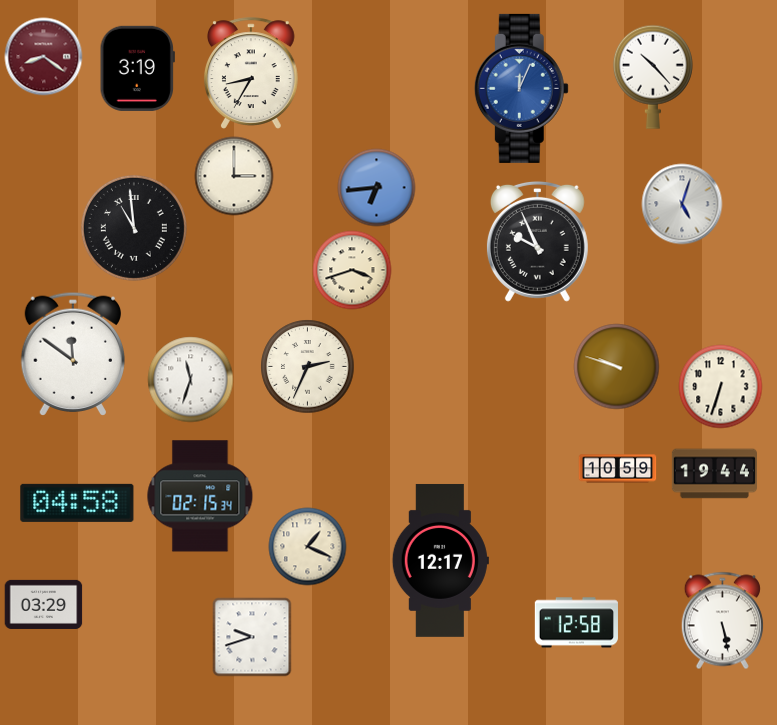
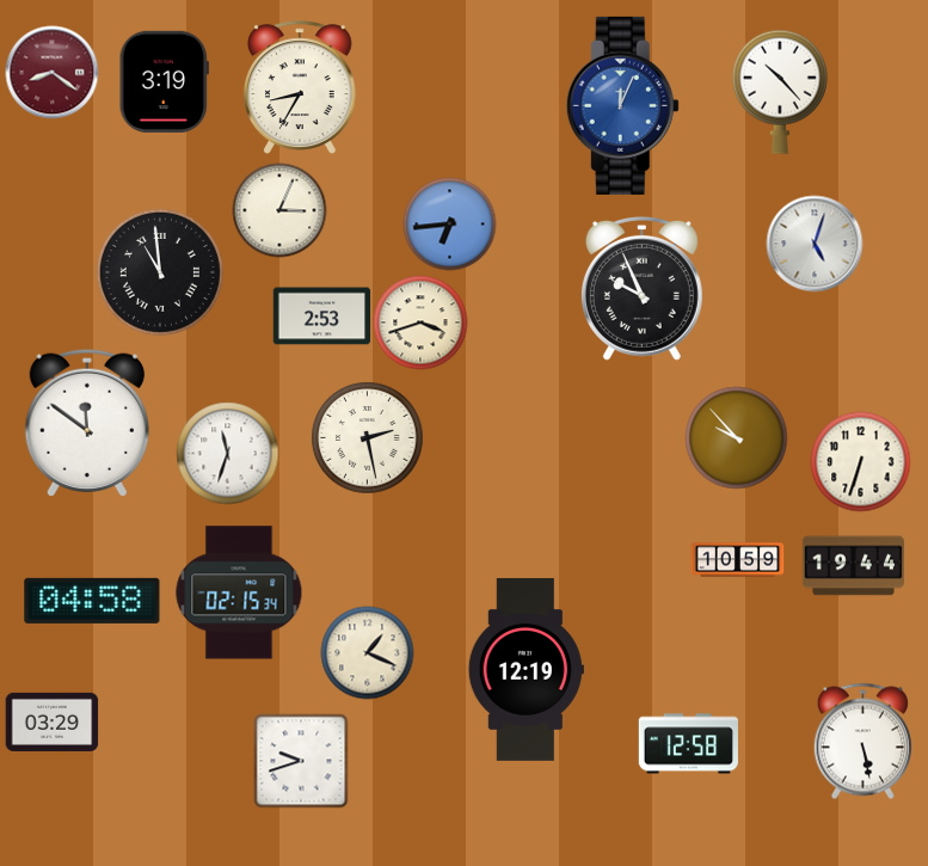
clock at (43, 56) position: (43, 56) -> (51, 72)
clock at (234, 176): 3:00 -> 3:04
clock at (321, 317): none -> 2:53
clock at (307, 366): 2:34 -> 2:28
clock at (616, 366): 9:48 -> 9:53
clock at (440, 560): 12:17 -> 12:19
